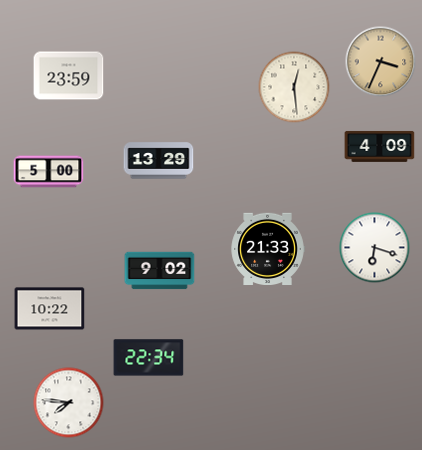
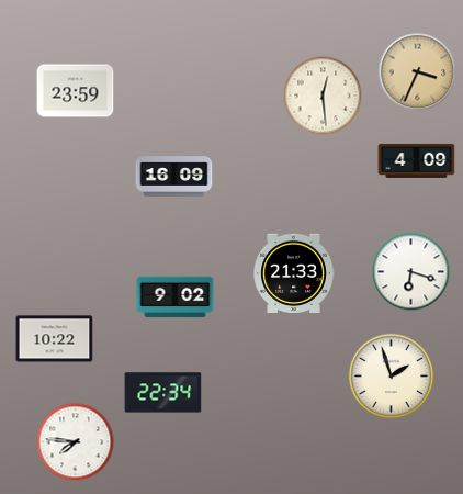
clock at (381, 62) position: (381, 62) -> (418, 72)
clock at (69, 76) position: (69, 76) -> (76, 91)
clock at (159, 161): 13:29 -> 16:09
clock at (49, 172): 5:00 -> none
clock at (392, 377): none -> 1:57
